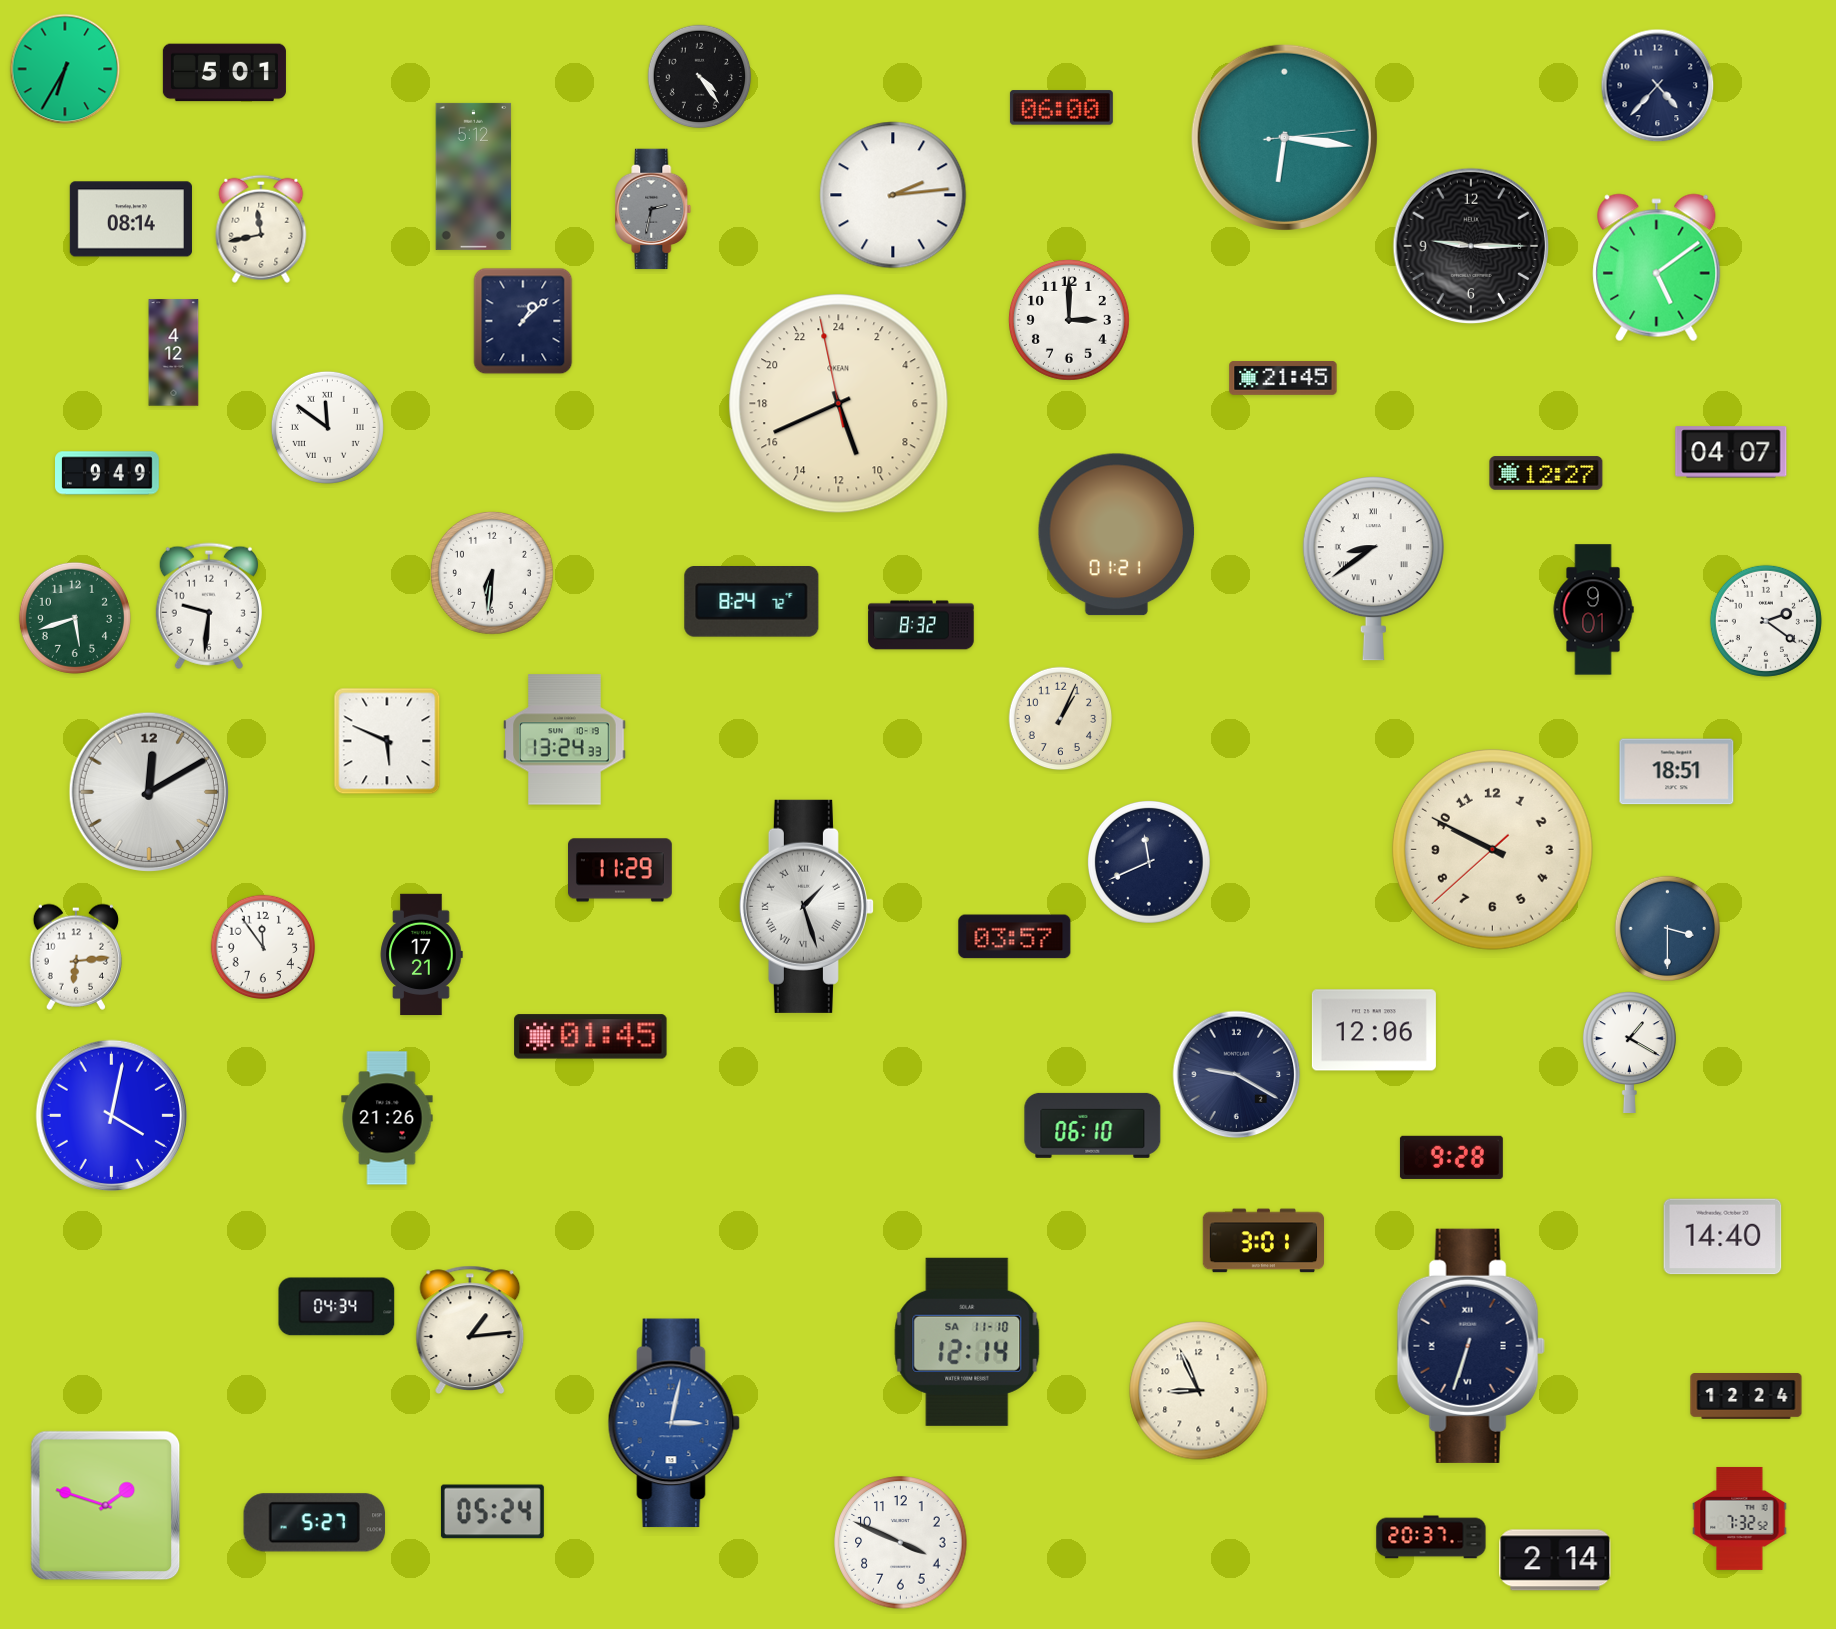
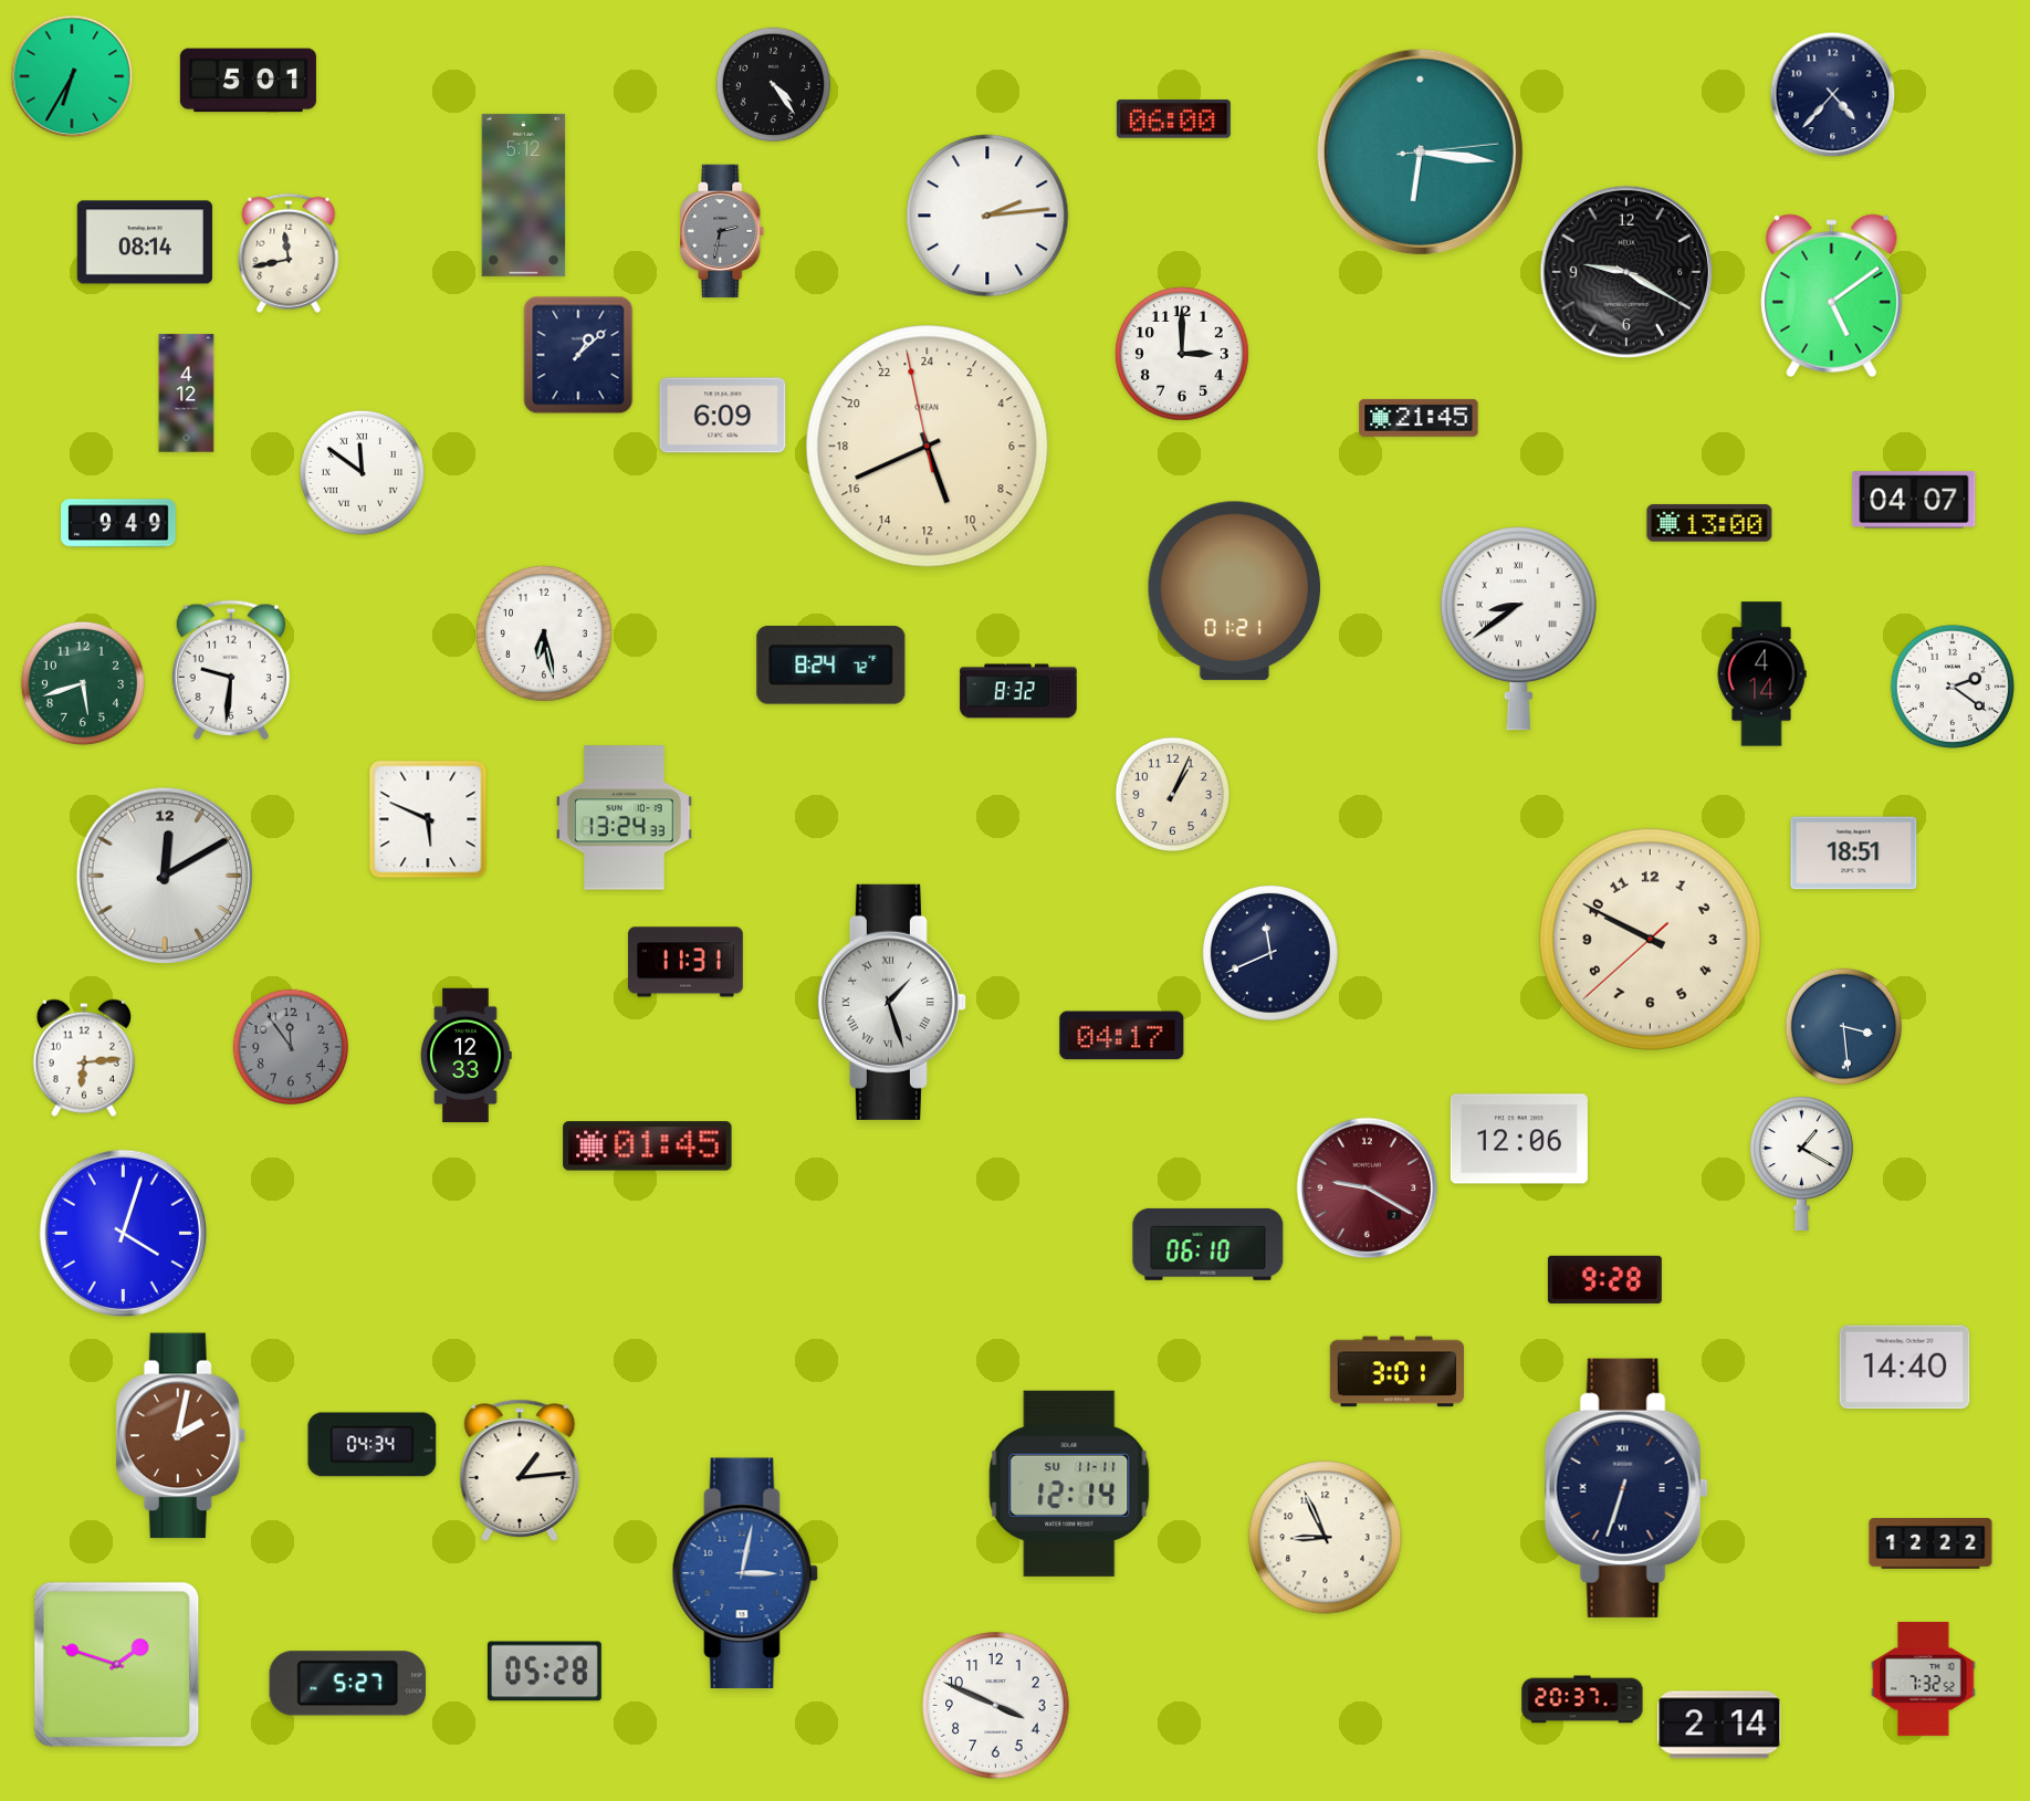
clock at (1471, 246): 9:15 -> 9:20
clock at (174, 353) position: (174, 353) -> (187, 394)
clock at (723, 416): none -> 6:09
clock at (1546, 473): 12:27 -> 13:00
clock at (493, 573): 6:31 -> 6:28
clock at (1593, 610): 9:01 -> 4:14
clock at (621, 870): 11:29 -> 11:31
clock at (1667, 928): 3:30 -> 3:29
clock at (1015, 937): 03:57 -> 04:17
clock at (263, 946) dial: white -> grey
clock at (421, 955): 17:21 -> 12:33
clock at (591, 1037) position: (591, 1037) -> (648, 1146)
clock at (1237, 1075) dial: navy -> burgundy
clock at (112, 1116): 4:02 -> 4:03
clock at (387, 1118): 21:26 -> none
clock at (181, 1436): none -> 2:02
clock at (967, 1342) date: SA 11-10 -> SU 11-11
clock at (1746, 1397): 12:24 -> 12:22
clock at (492, 1512): 05:24 -> 05:28
